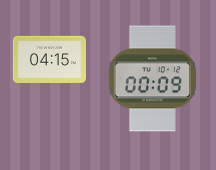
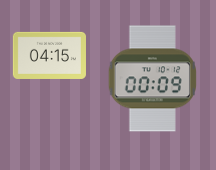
clock at (49, 59) position: (49, 59) -> (49, 55)
